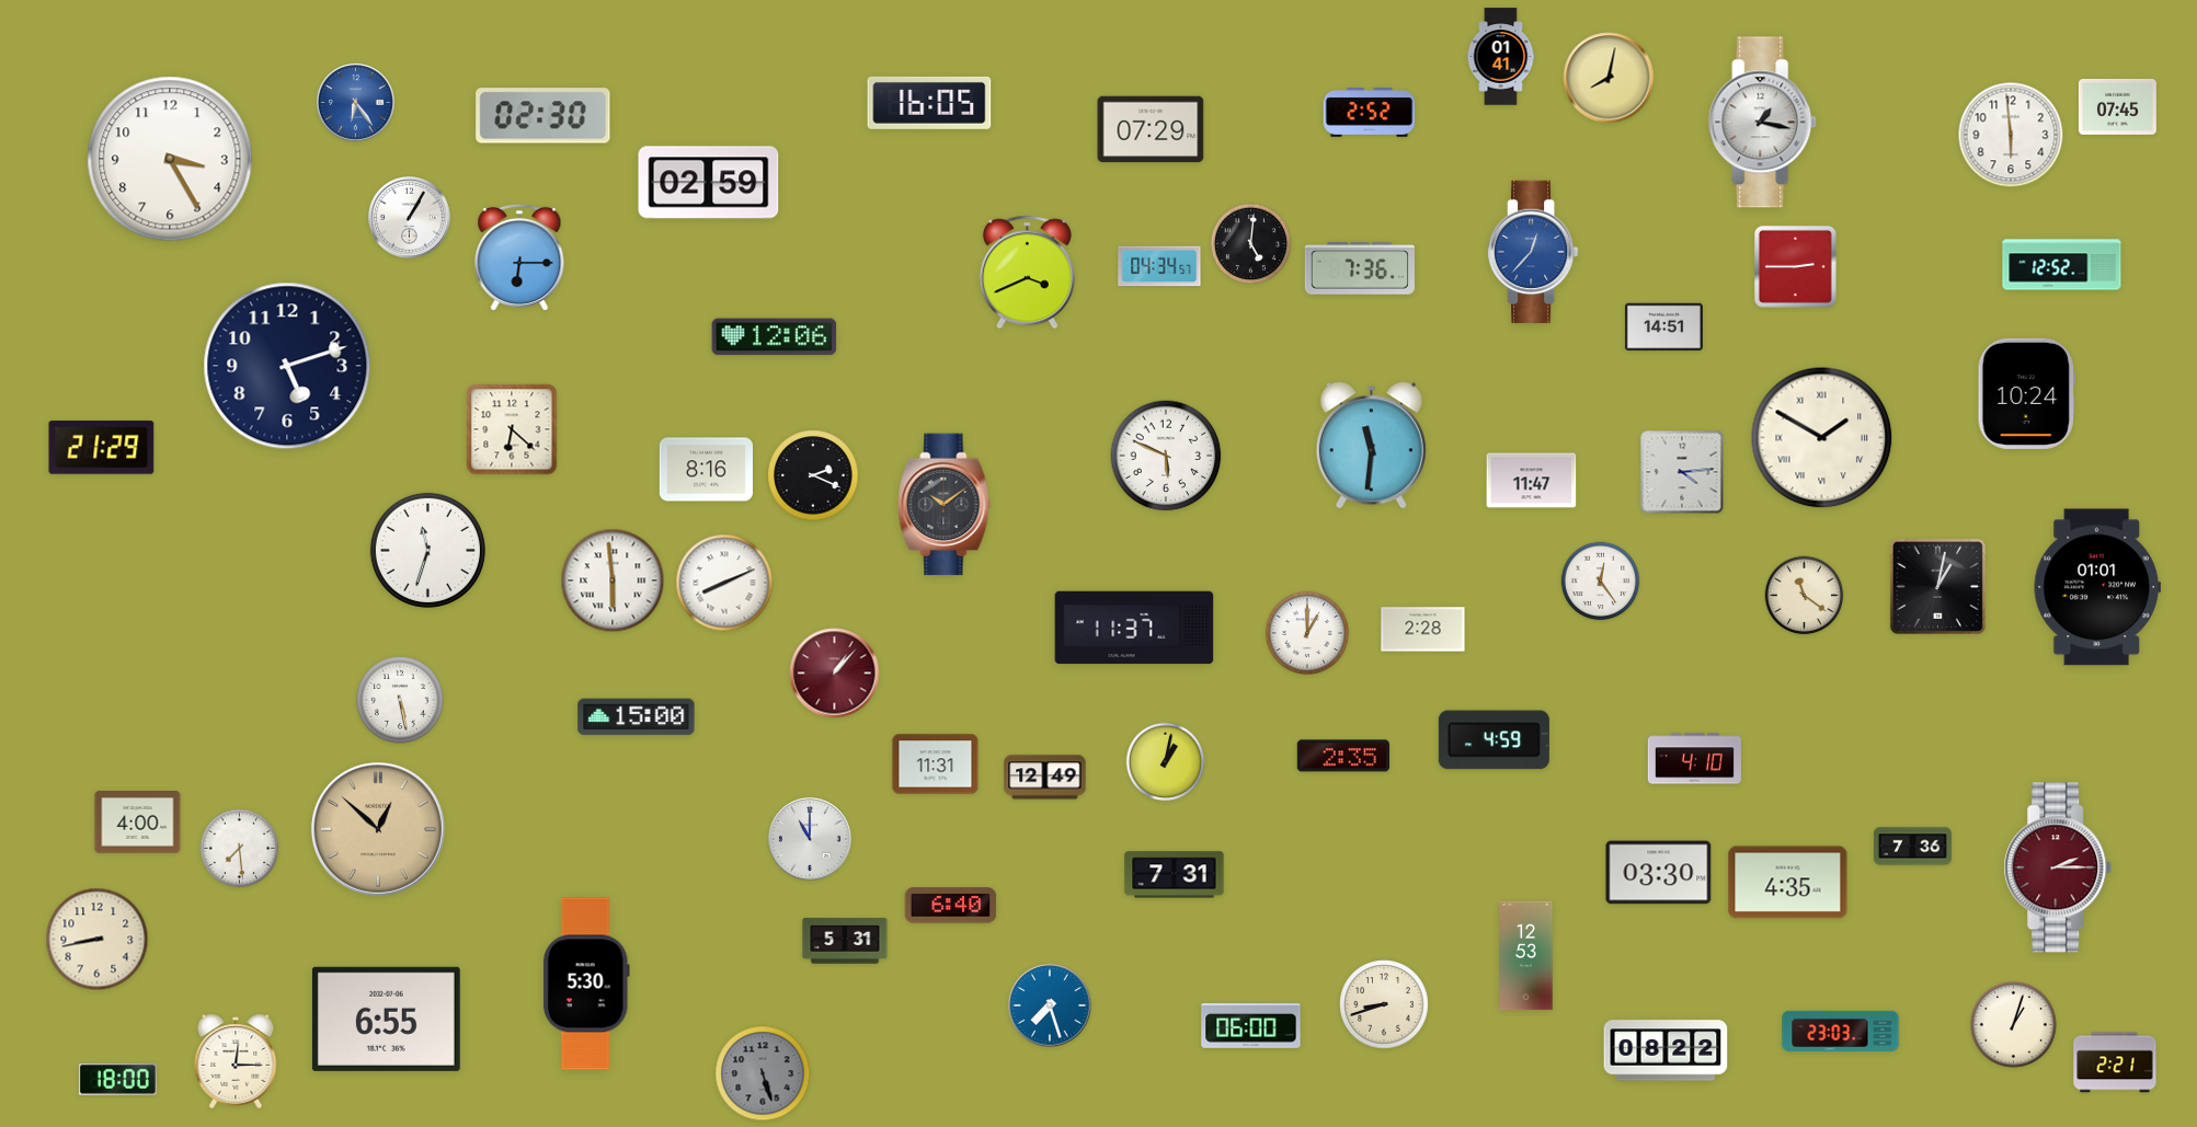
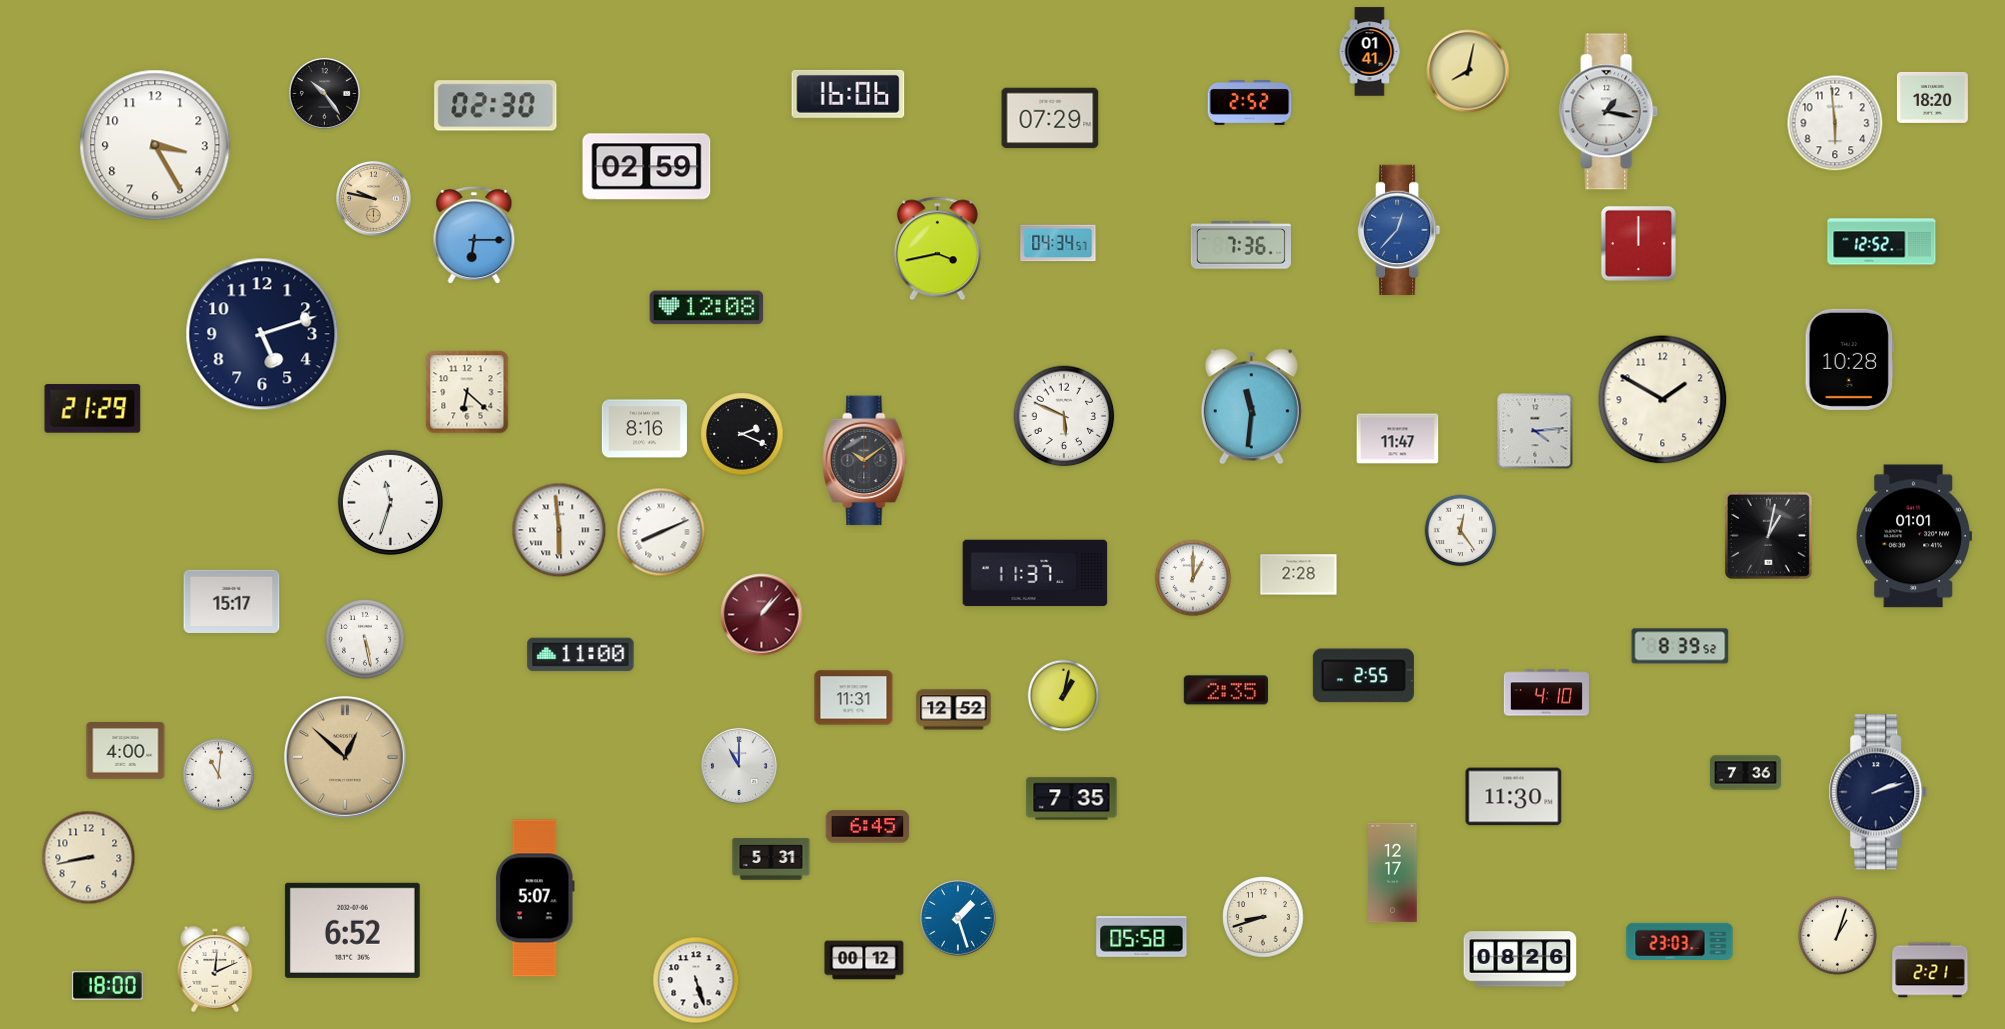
clock at (355, 102): 6:24 -> 10:24
clock at (355, 102) dial: blue -> black
clock at (929, 103): 16:05 -> 16:06
clock at (2117, 106): 07:45 -> 18:20
clock at (410, 218): 1:05 -> 9:47
clock at (410, 218) dial: white -> champagne
clock at (1251, 244): 5:01 -> none
clock at (1795, 266): 2:45 -> 12:00
clock at (1027, 273): 3:41 -> 3:43
clock at (1663, 327): 14:51 -> none
clock at (775, 337): 12:06 -> 12:08
clock at (2026, 393): 10:24 -> 10:28
clock at (1822, 438) numerals: Roman -> Arabic
clock at (945, 505) position: (945, 505) -> (865, 461)
clock at (1805, 596): 11:21 -> none
clock at (232, 601): none -> 15:17
clock at (1680, 646): none -> 8:39
clock at (637, 717): 15:00 -> 11:00
clock at (1494, 740): 4:59 -> 2:55
clock at (1045, 778): 12:49 -> 12:52
clock at (240, 849): 7:29 -> 11:01
clock at (2058, 867): 2:15 -> 2:12
clock at (2058, 867) dial: burgundy -> navy
clock at (1659, 873): 03:30 -> 11:30
clock at (1175, 875): 7:31 -> 7:35
clock at (1788, 883): 4:35 -> none
clock at (951, 906): 6:40 -> 6:45
clock at (1526, 956): 12:53 -> 12:17
clock at (586, 984): 5:30 -> 5:07
clock at (1050, 1005): 7:27 -> 1:27
clock at (386, 1019): 6:55 -> 6:52
clock at (1251, 1026): 06:00 -> 05:58
clock at (1666, 1050): 08:22 -> 08:26
clock at (864, 960): none -> 00:12
clock at (236, 1061): 12:15 -> 12:11
clock at (763, 1073) dial: grey -> white
